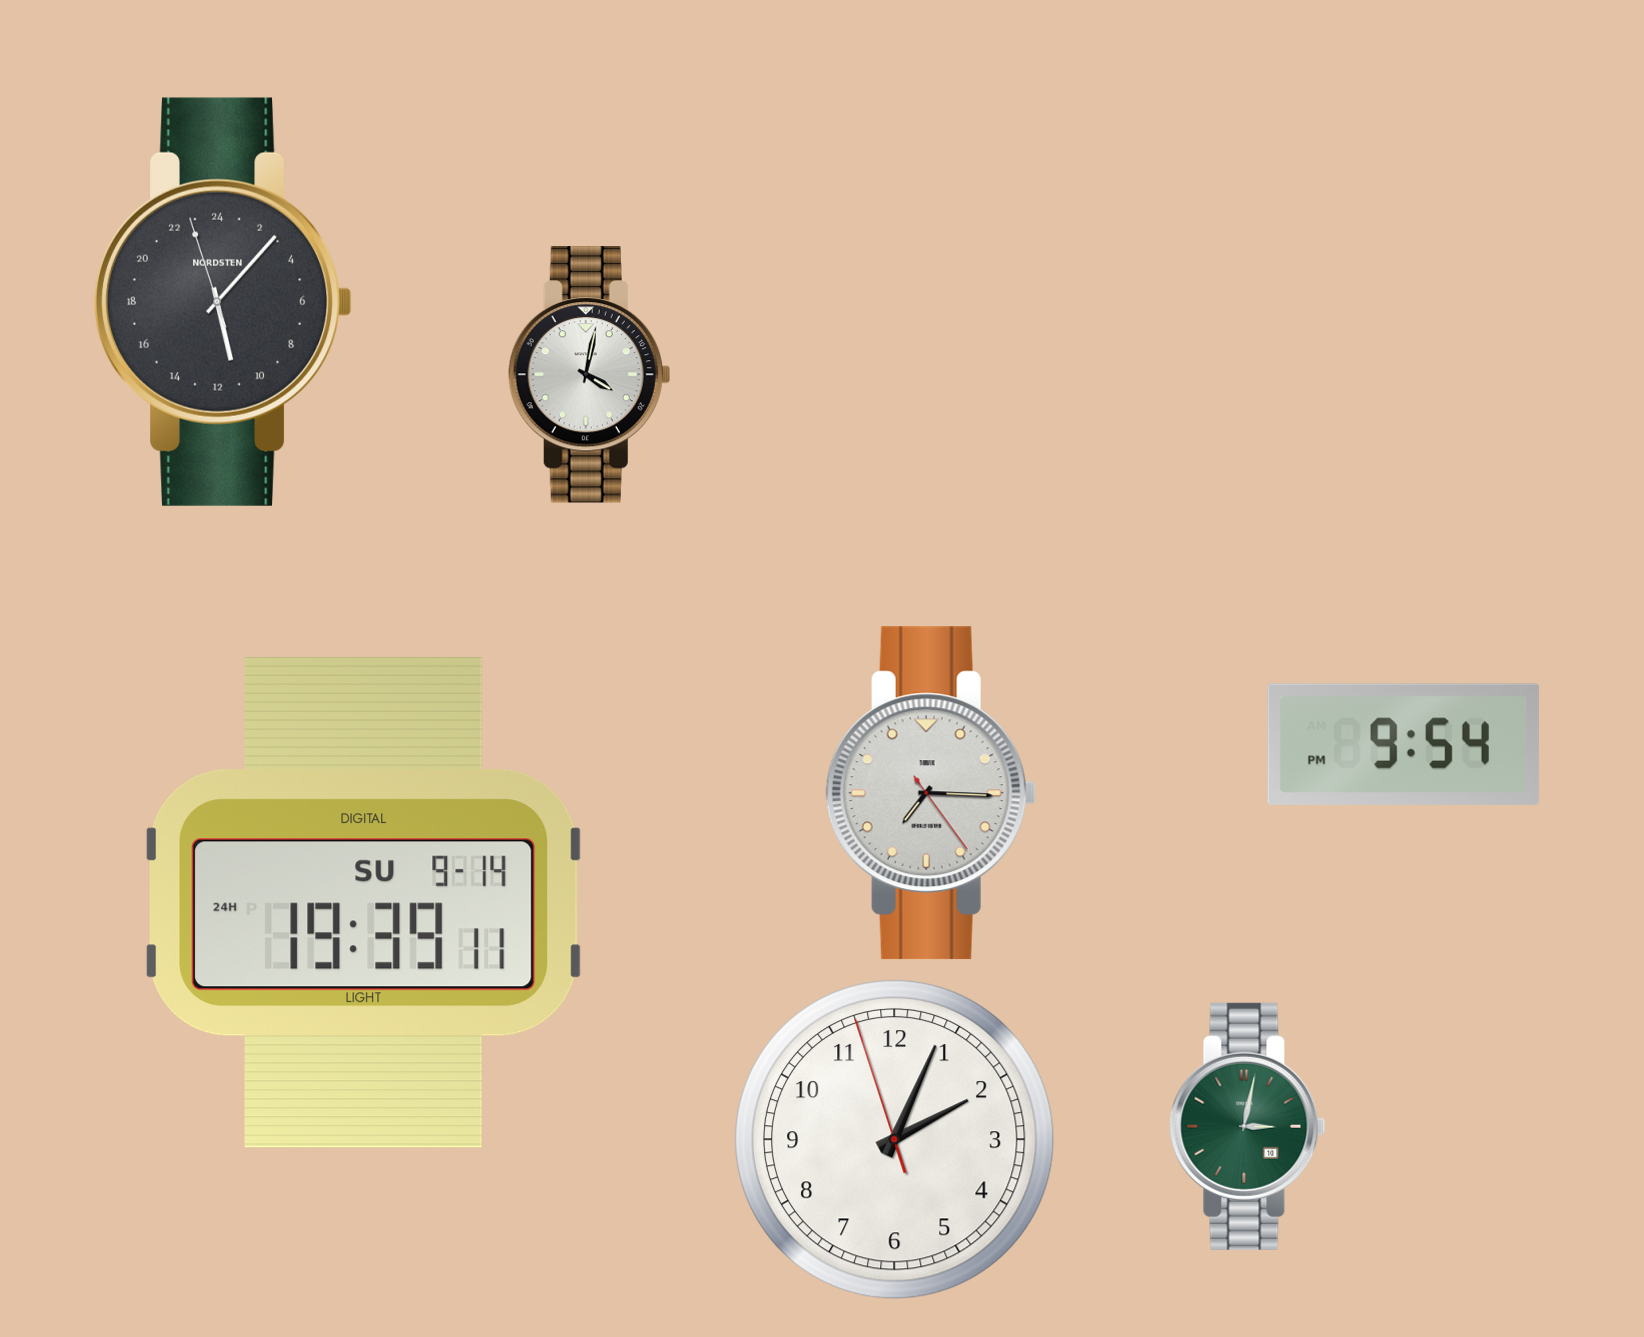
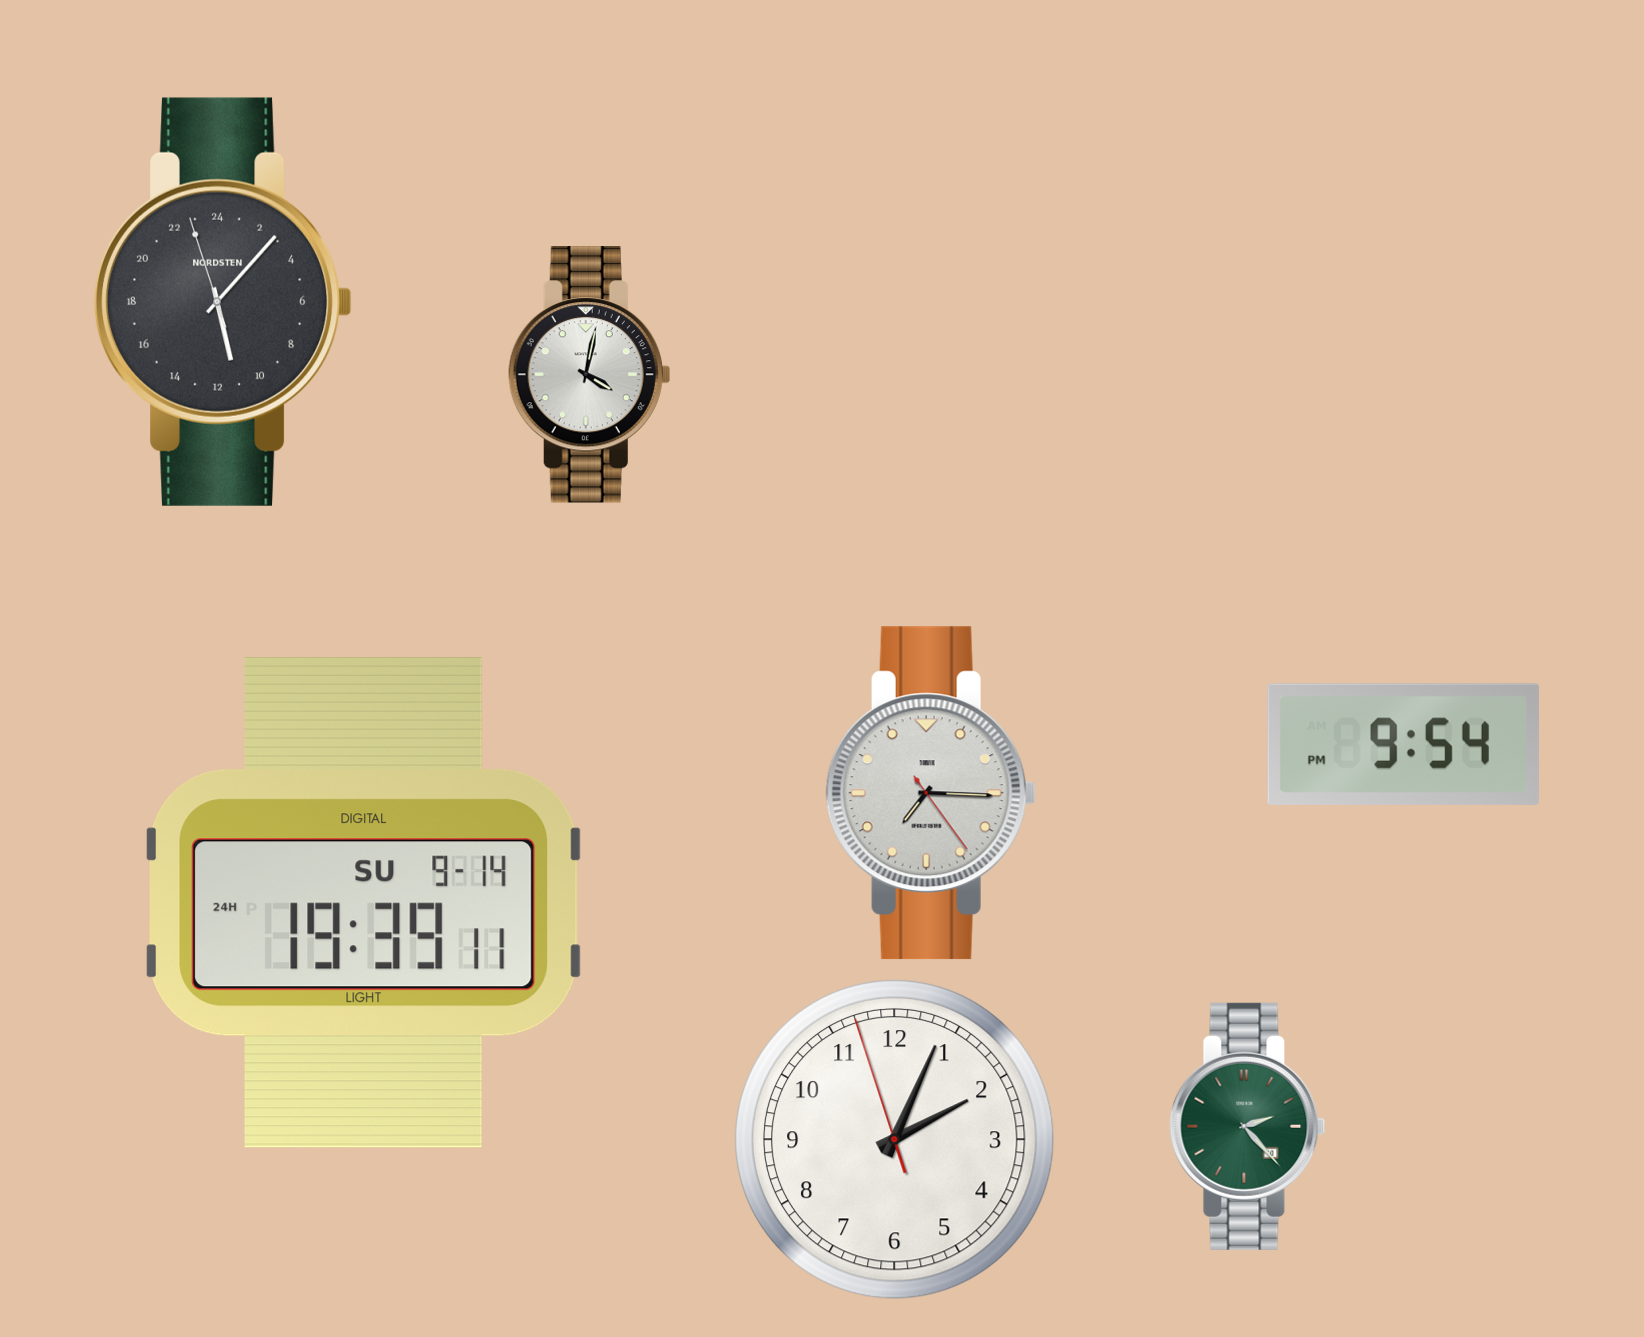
clock at (1248, 1126): 3:02 -> 2:23
